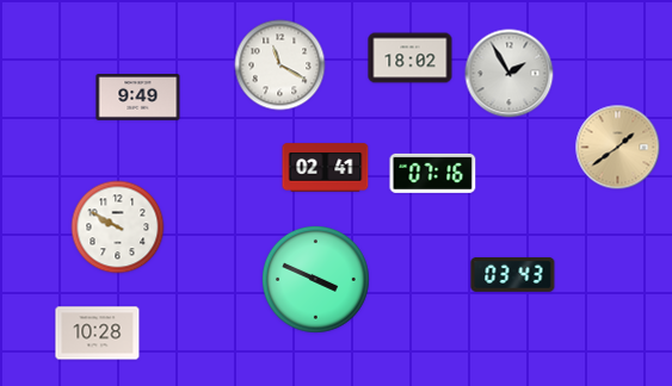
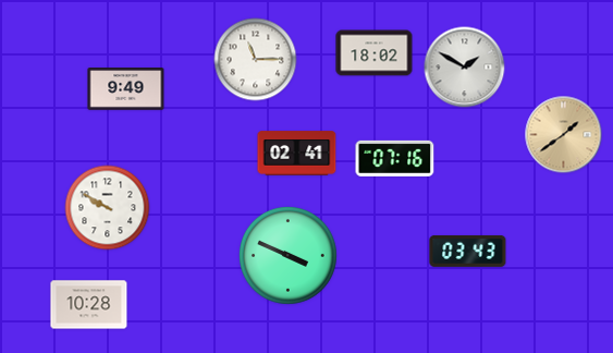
clock at (280, 66): 11:20 -> 11:15
clock at (510, 74): 1:55 -> 1:50
